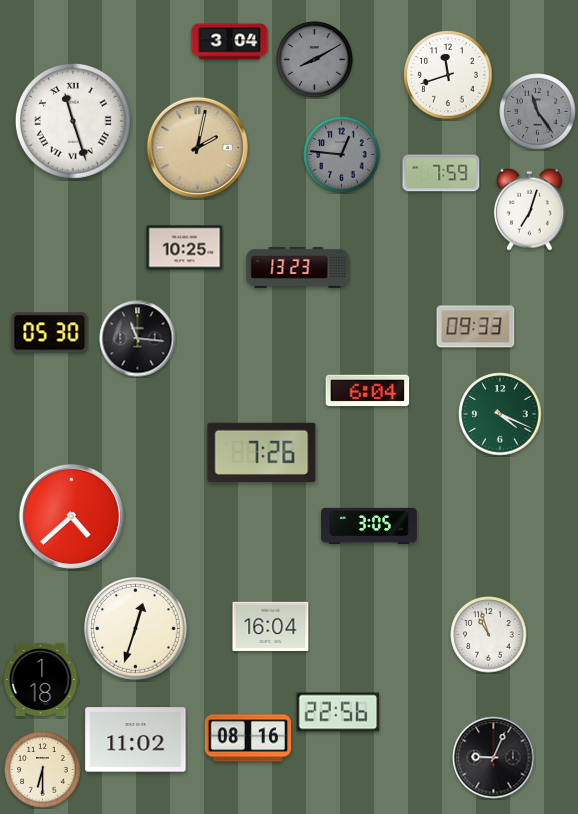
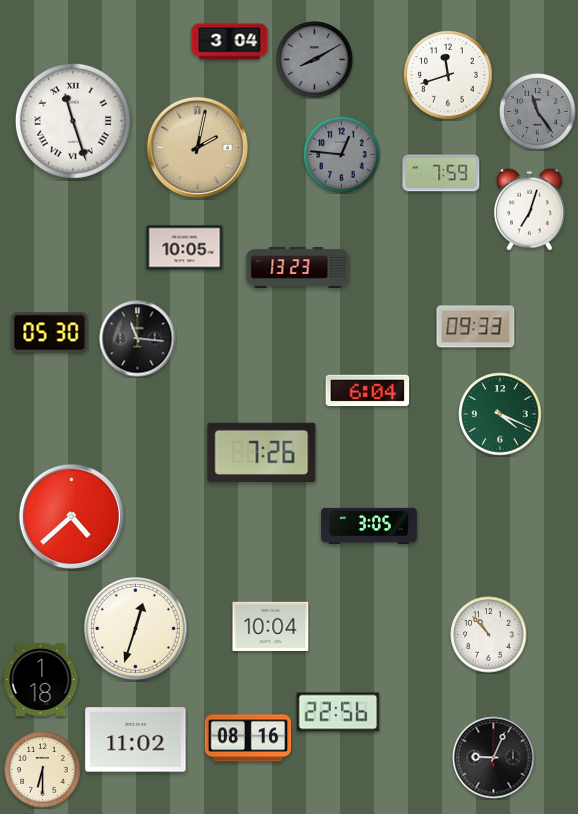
clock at (185, 248): 10:25 -> 10:05
clock at (271, 626): 16:04 -> 10:04
clock at (489, 635): 10:57 -> 10:53
